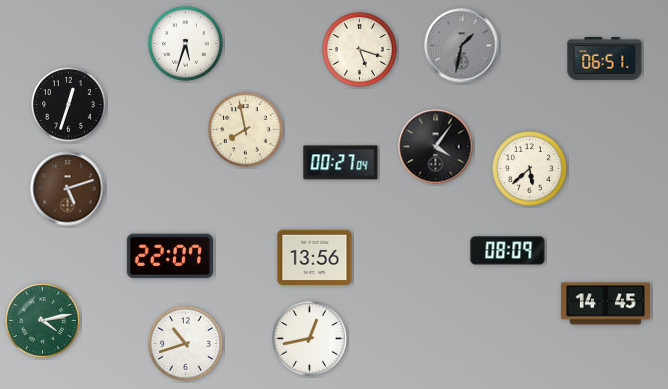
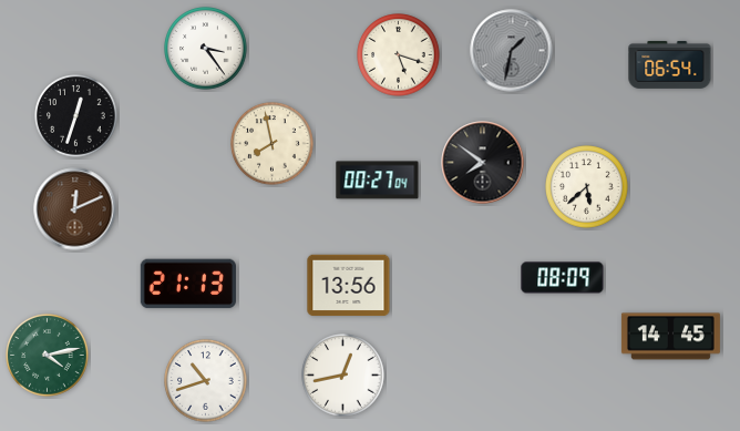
clock at (186, 44): 5:33 -> 3:24
clock at (605, 58): 06:51 -> 06:54
clock at (436, 147): 4:06 -> 7:51
clock at (68, 189): 5:12 -> 12:11
clock at (170, 256): 22:07 -> 21:13
